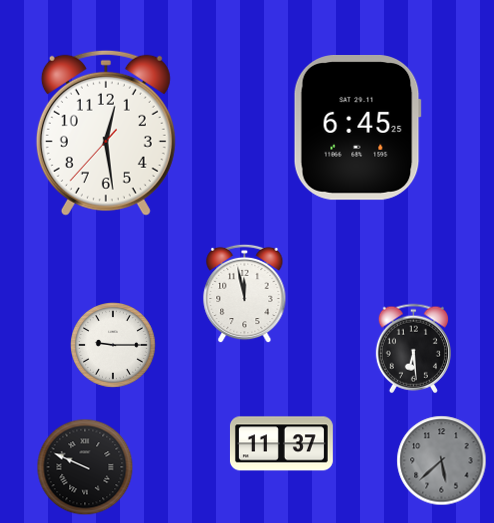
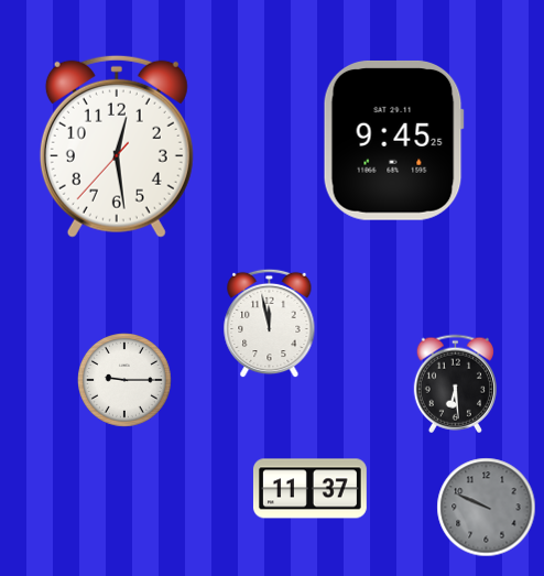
clock at (357, 127): 6:45 -> 9:45
clock at (442, 461): 5:38 -> 9:49
clock at (85, 467): 9:49 -> none
